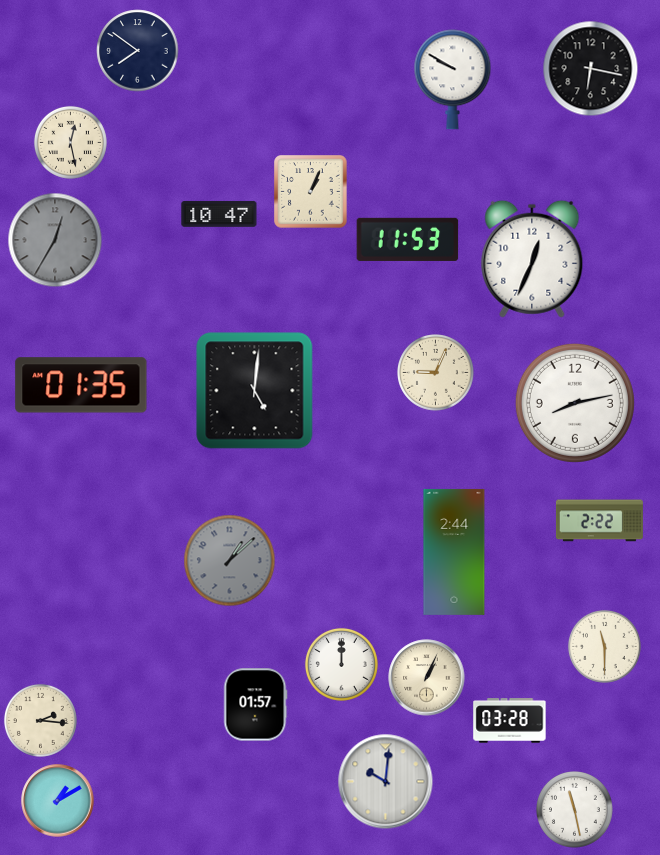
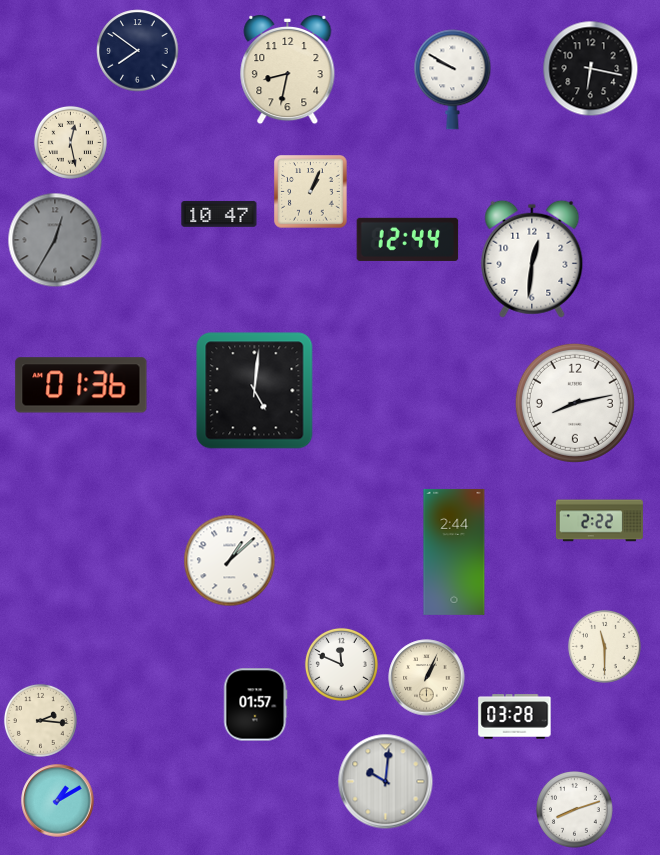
clock at (288, 70): none -> 8:32
clock at (408, 239): 11:53 -> 12:44
clock at (532, 259): 12:34 -> 12:31
clock at (436, 373): 9:04 -> none
clock at (81, 385): 01:35 -> 01:36
clock at (230, 561) dial: grey -> white
clock at (341, 664): 12:00 -> 11:49
clock at (510, 721) position: (510, 721) -> (515, 717)
clock at (575, 810): 11:28 -> 8:12
